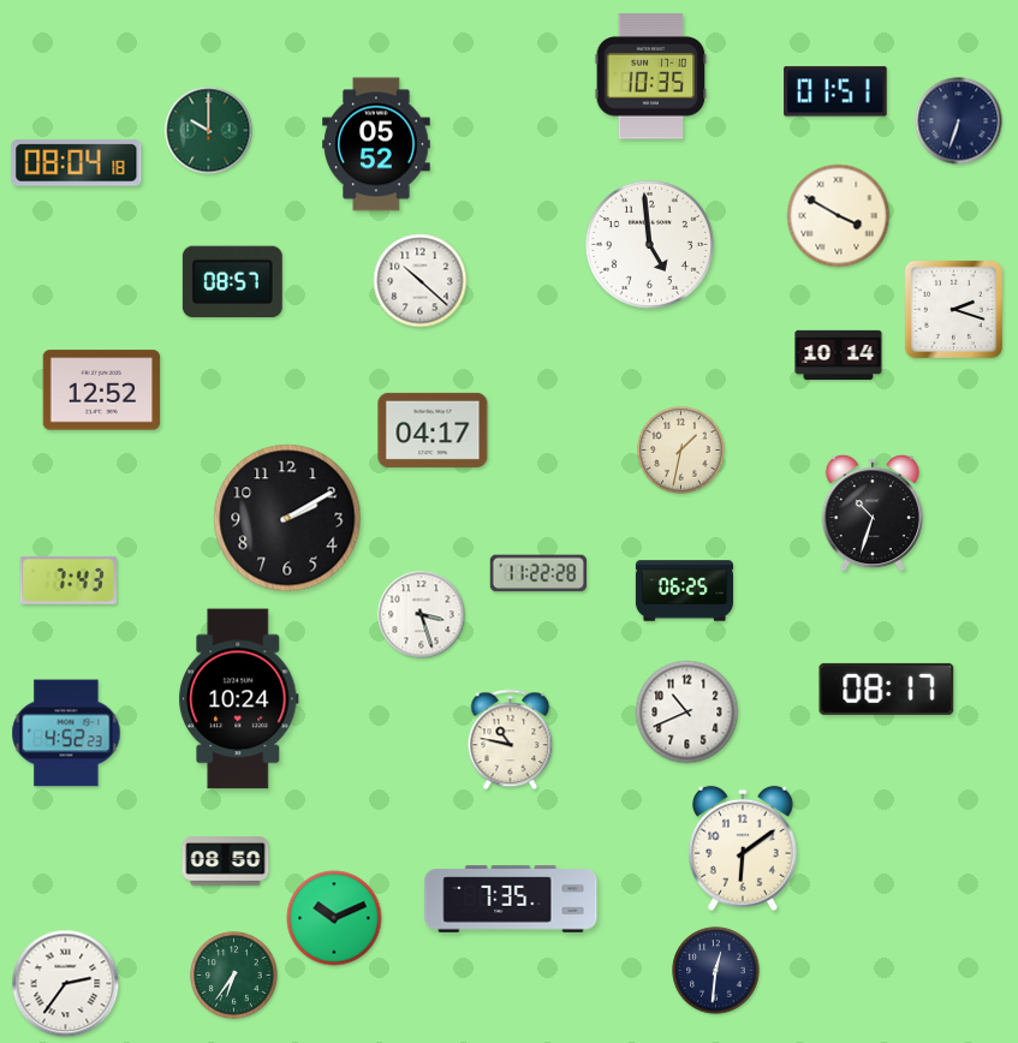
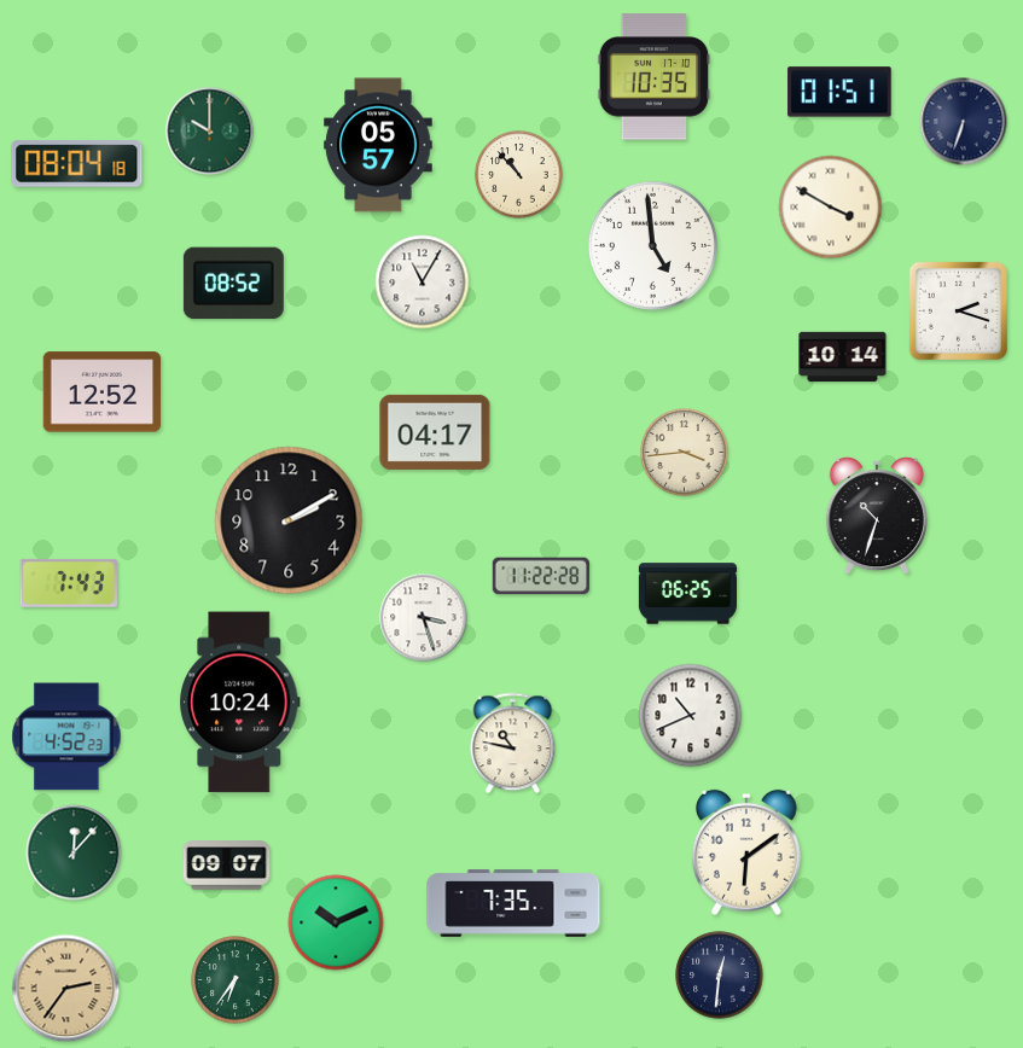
clock at (376, 144): 05:52 -> 05:57
clock at (519, 175): none -> 10:53
clock at (839, 216) position: (839, 216) -> (831, 208)
clock at (421, 281): 10:22 -> 11:05
clock at (232, 282): 08:57 -> 08:52
clock at (681, 451): 1:32 -> 3:44
clock at (887, 689): 08:17 -> none
clock at (74, 852): none -> 12:07
clock at (226, 862): 08:50 -> 09:07
clock at (66, 984) dial: white -> champagne
